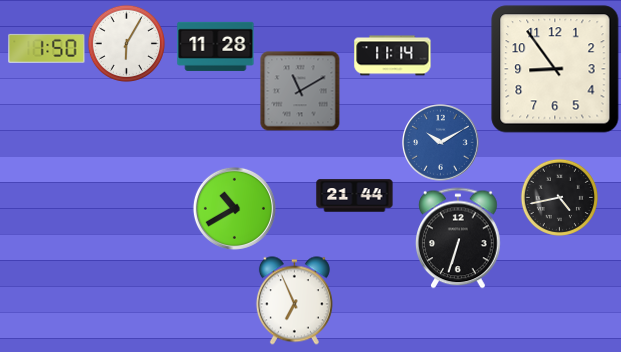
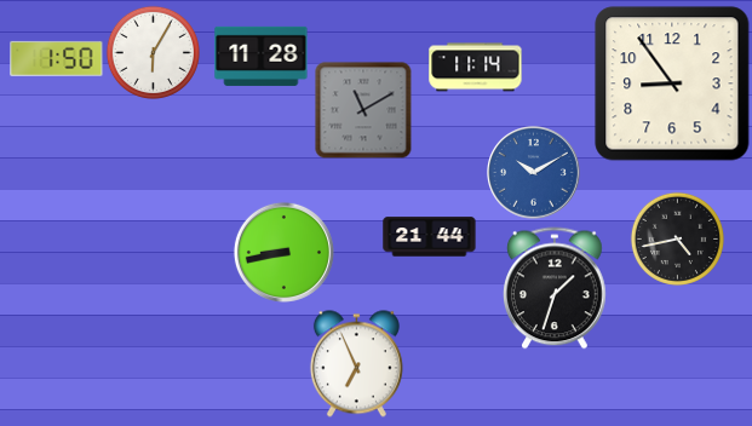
clock at (234, 208): 10:40 -> 8:43
clock at (459, 238): 6:33 -> 1:33
